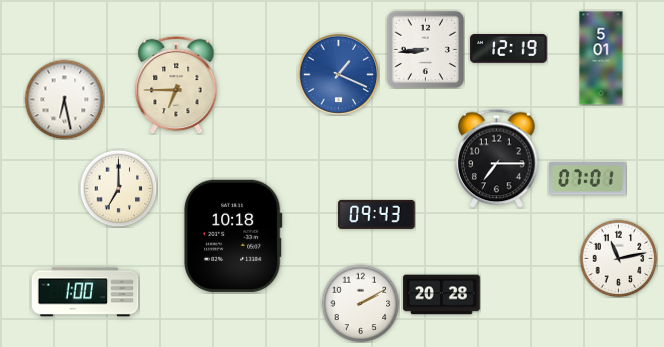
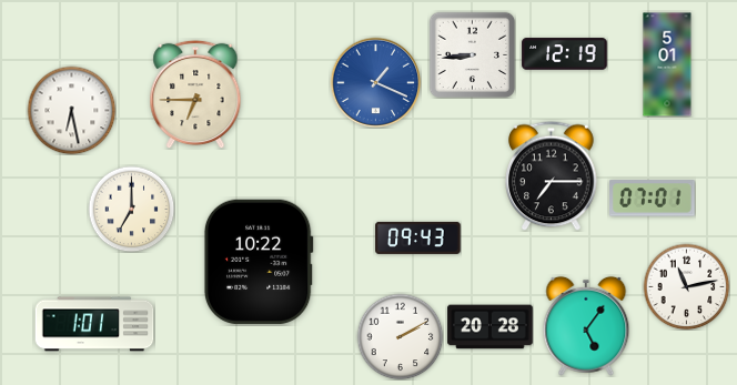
clock at (233, 236): 10:18 -> 10:22
clock at (85, 292): 1:00 -> 1:01
clock at (586, 326): none -> 5:06
